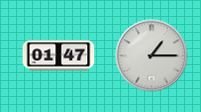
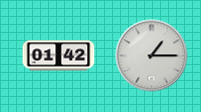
clock at (59, 56): 01:47 -> 01:42
